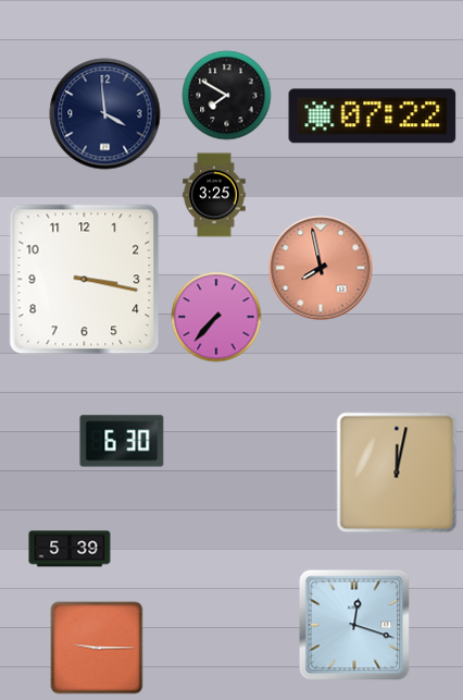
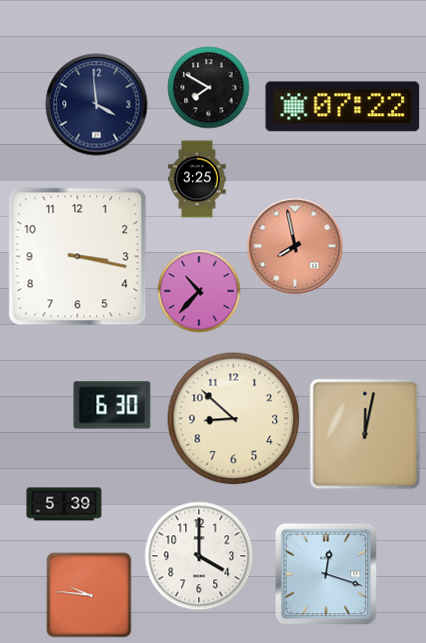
clock at (216, 317): 7:37 -> 10:37
clock at (234, 419): none -> 8:52
clock at (199, 556): none -> 4:00
clock at (97, 648): 9:15 -> 9:46
